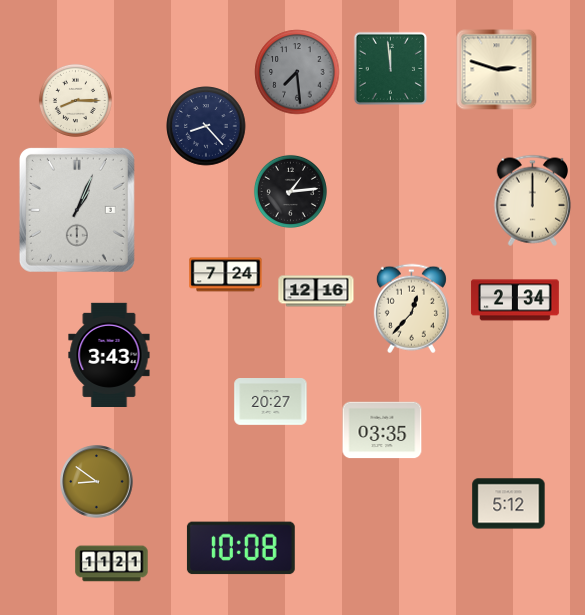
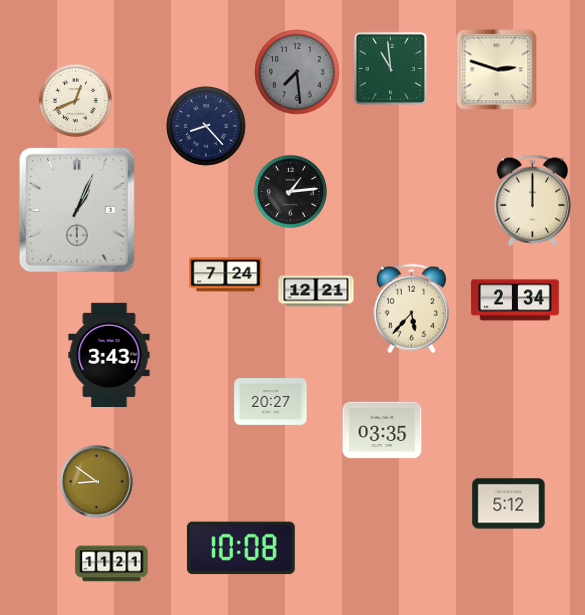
clock at (390, 68): 11:59 -> 10:59
clock at (75, 100): 8:15 -> 12:41
clock at (316, 291): 12:16 -> 12:21
clock at (411, 309): 12:37 -> 5:37
